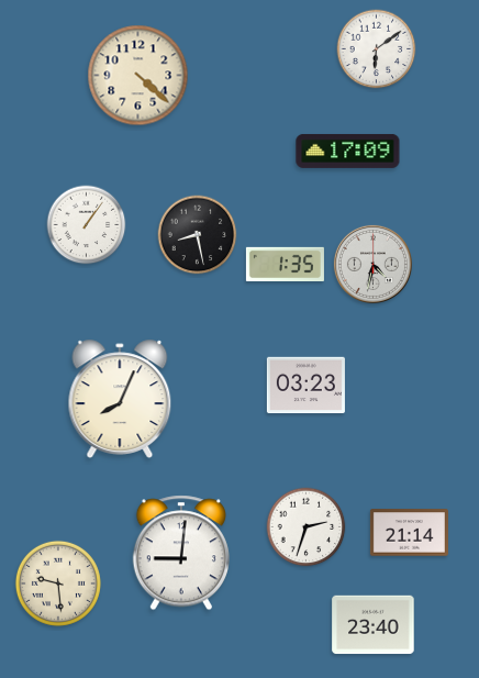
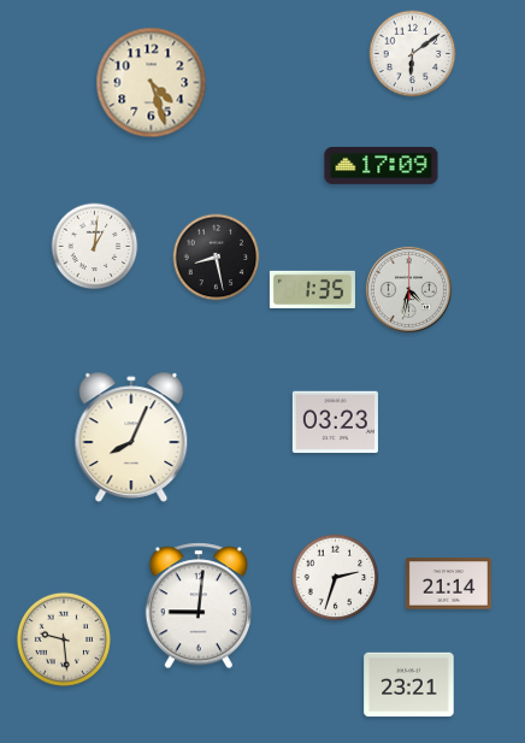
clock at (138, 76): 4:22 -> 4:27
clock at (87, 225): 1:06 -> 1:01
clock at (374, 625): 23:40 -> 23:21
